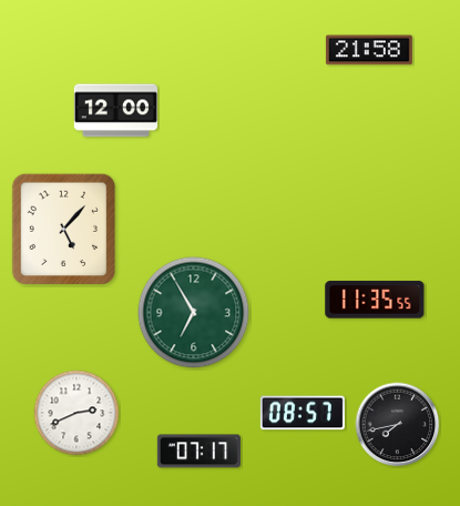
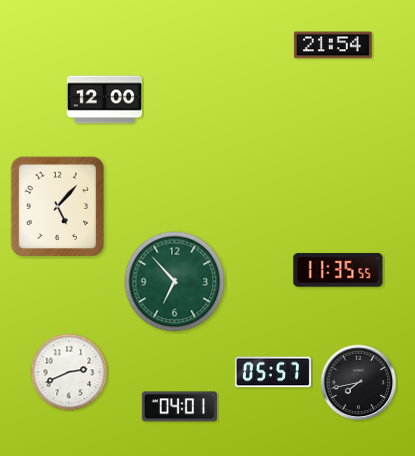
clock at (369, 50): 21:58 -> 21:54
clock at (194, 313): 6:55 -> 6:53
clock at (303, 413): 08:57 -> 05:57
clock at (198, 452): 07:17 -> 04:01
